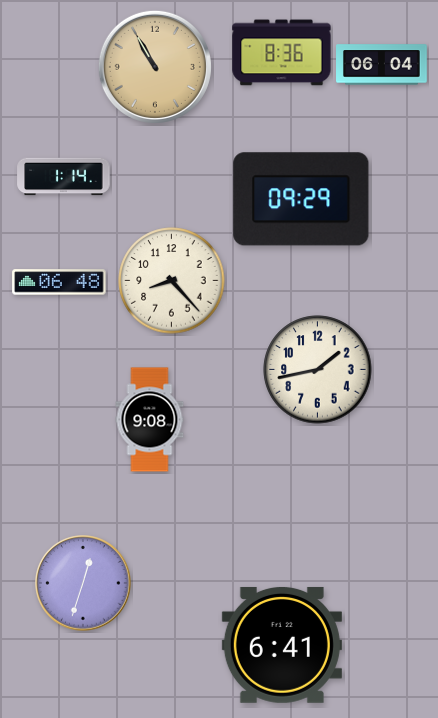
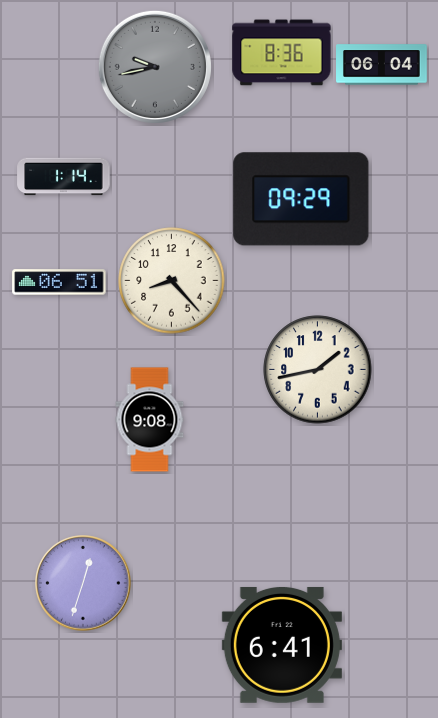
clock at (155, 67): 10:55 -> 9:43
clock at (155, 67) dial: champagne -> grey
clock at (59, 282): 06:48 -> 06:51
